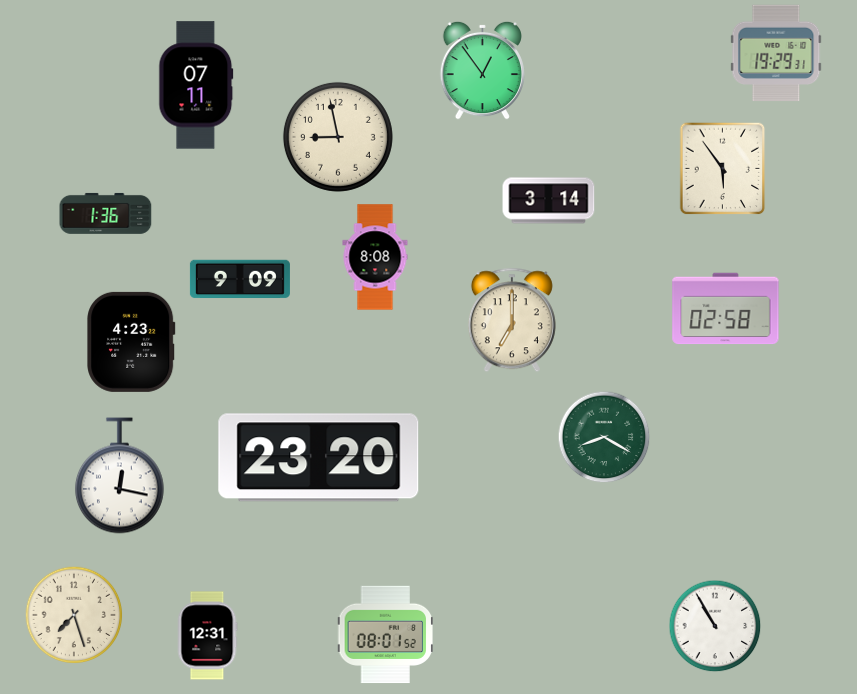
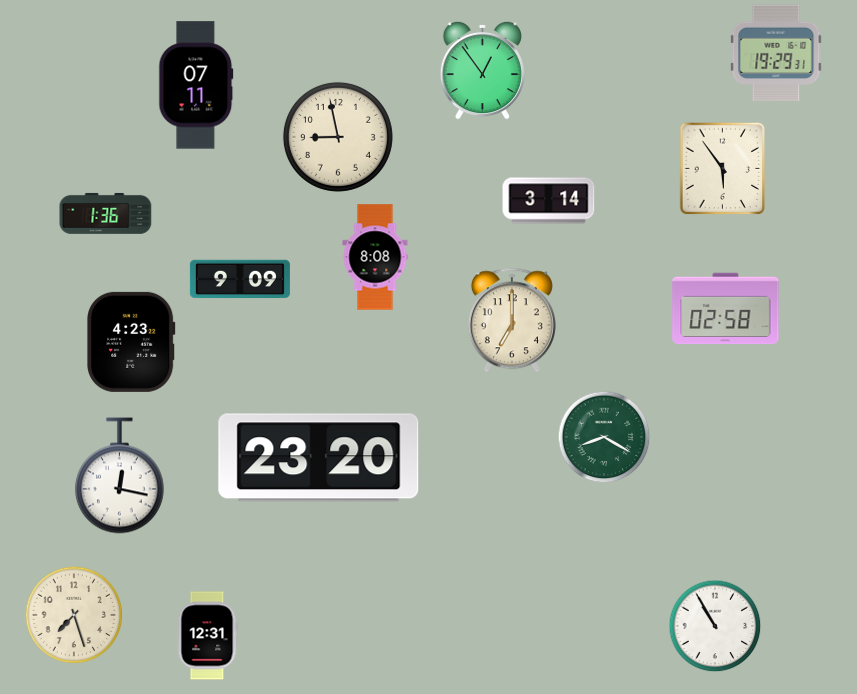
clock at (386, 635): 08:01 -> none
